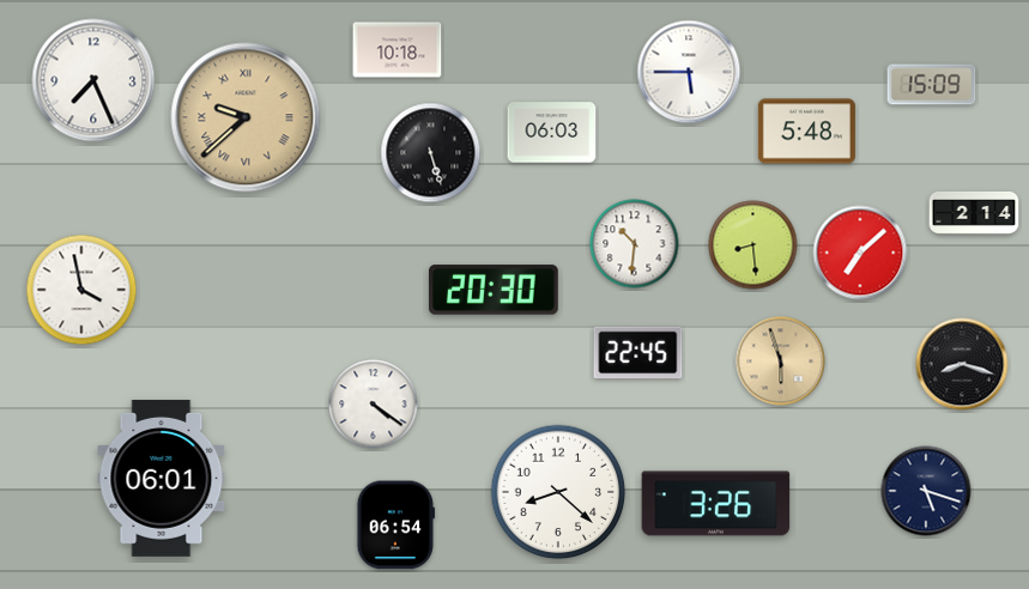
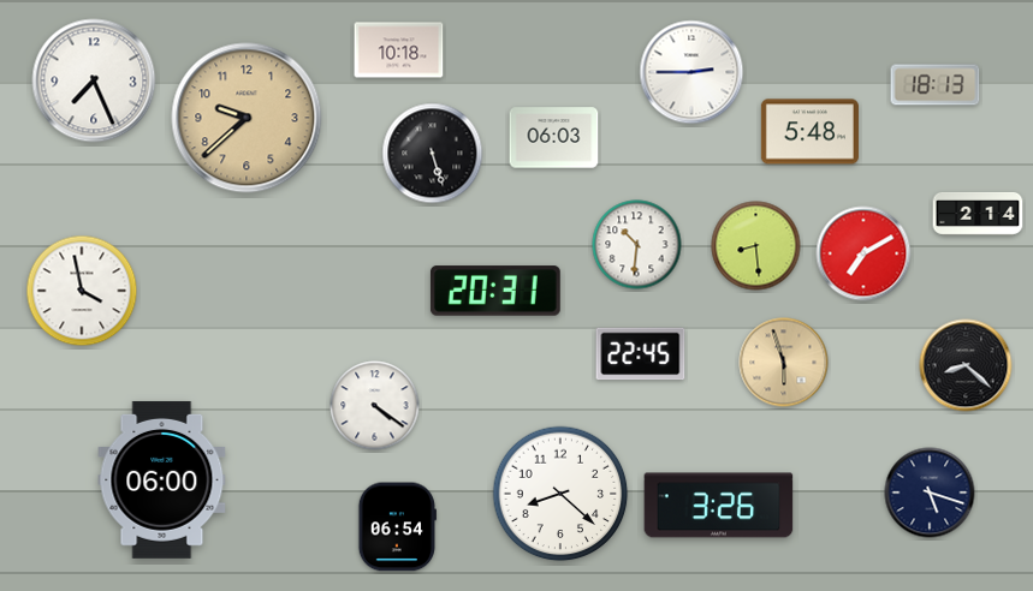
clock at (689, 72): 5:45 -> 2:45
clock at (932, 85): 15:09 -> 18:13
clock at (246, 117) numerals: Roman -> Arabic
clock at (552, 133) position: (552, 133) -> (554, 138)
clock at (860, 253): 7:08 -> 7:10
clock at (494, 290): 20:30 -> 20:31
clock at (962, 364): 8:18 -> 8:22
clock at (162, 478): 06:01 -> 06:00
